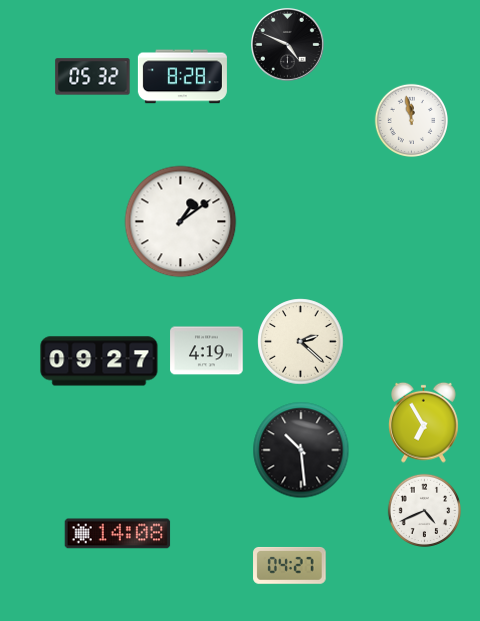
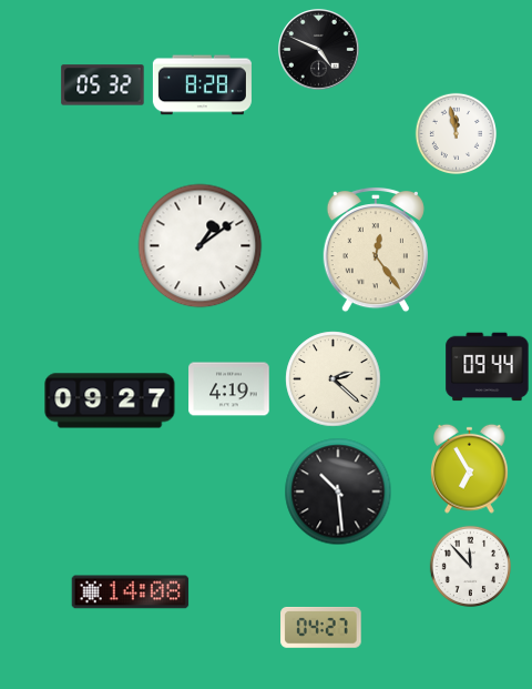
clock at (376, 250): none -> 12:24
clock at (488, 367): none -> 09:44
clock at (301, 450) position: (301, 450) -> (338, 492)
clock at (424, 510): 4:41 -> 11:53
